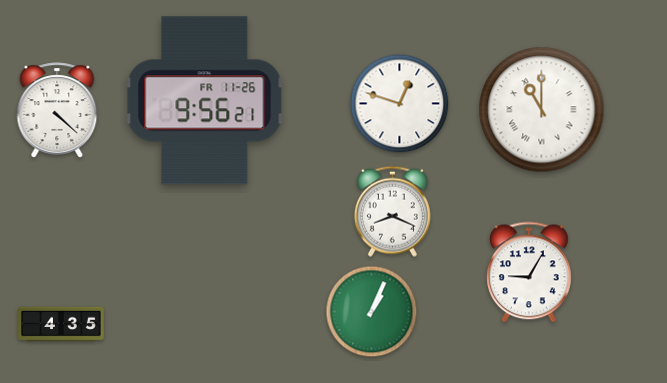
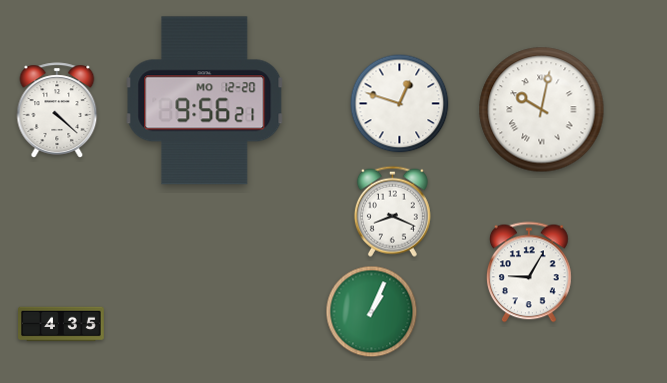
clock at (205, 101) date: FR 11-26 -> MO 12-20
clock at (542, 110): 11:00 -> 10:02
